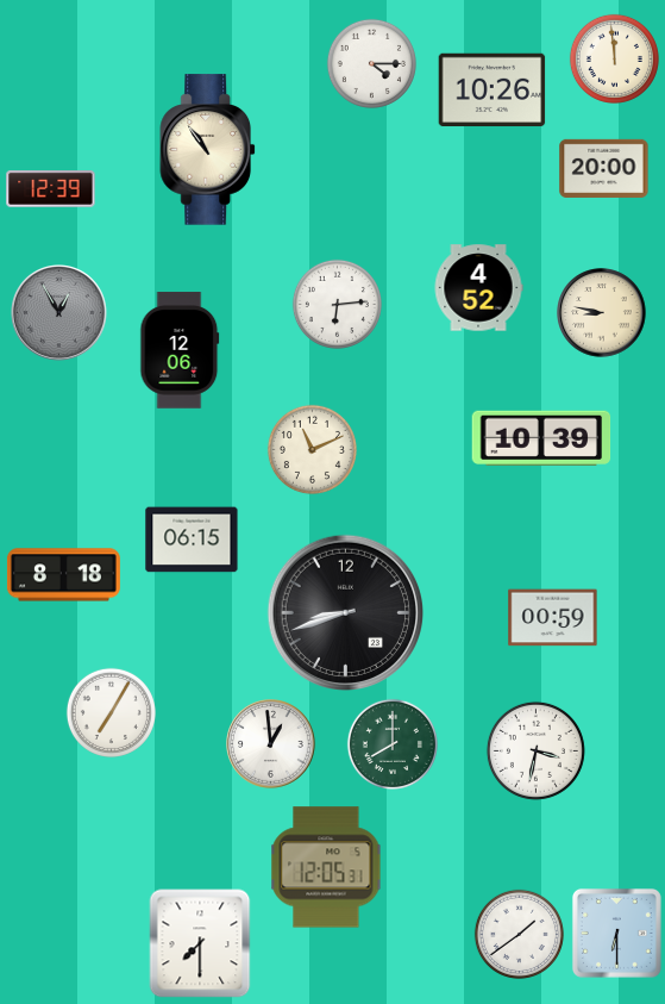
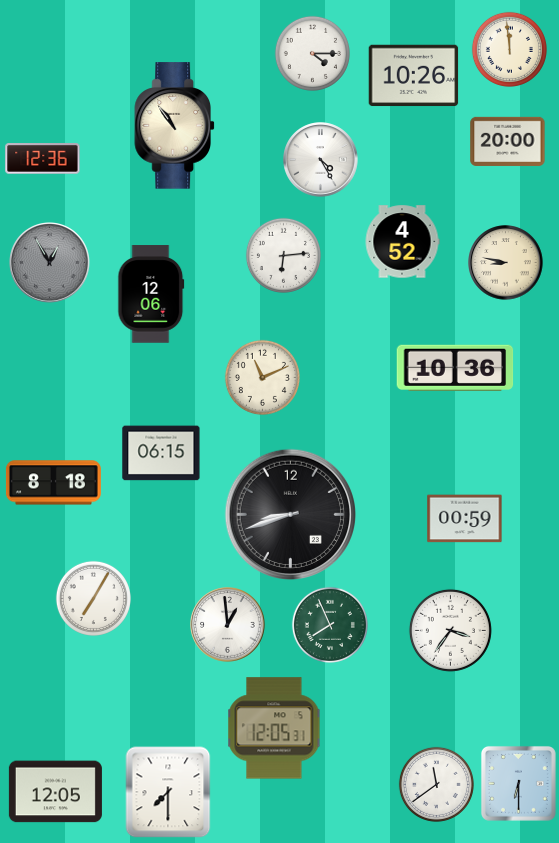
clock at (614, 58) position: (614, 58) -> (509, 49)
clock at (51, 189): 12:39 -> 12:36
clock at (321, 160): none -> 4:25
clock at (541, 438): 10:39 -> 10:36
clock at (393, 744): 8:00 -> 7:56
clock at (535, 750): 3:32 -> 3:36
clock at (519, 934): 1:39 -> 11:39
clock at (55, 792): none -> 12:05
